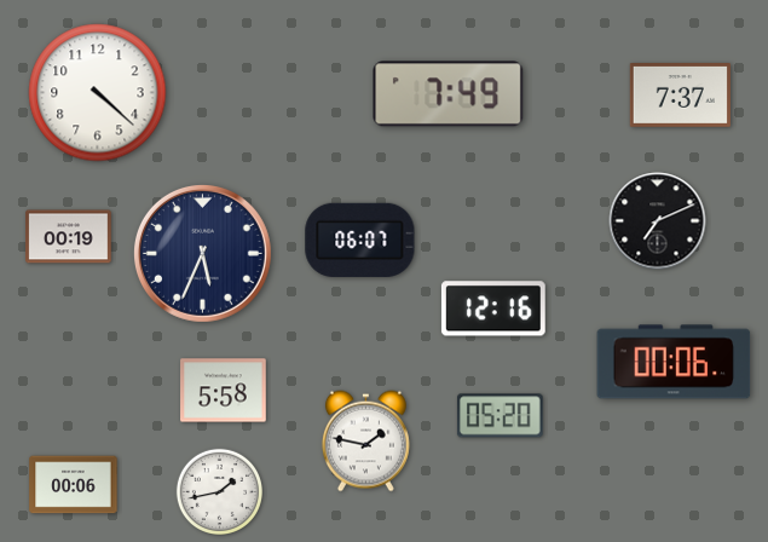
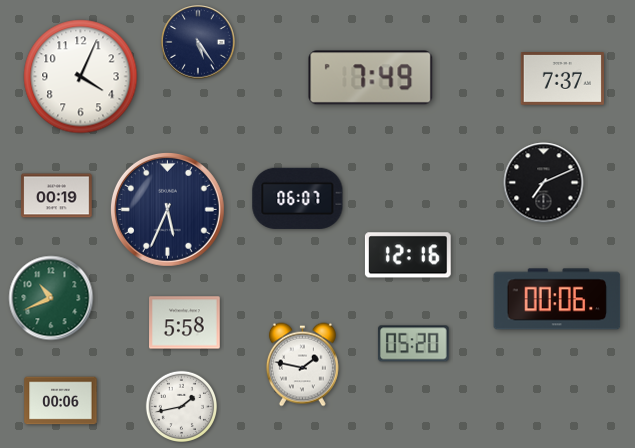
clock at (198, 42): none -> 5:24
clock at (98, 93): 4:22 -> 4:04
clock at (51, 298): none -> 10:41
